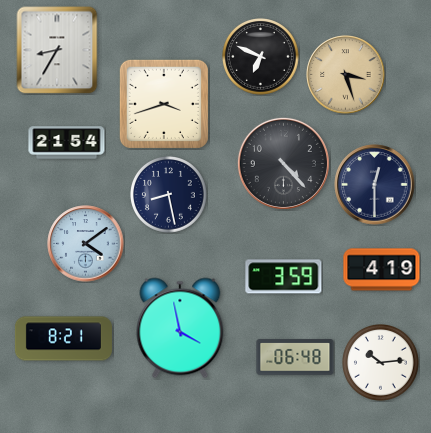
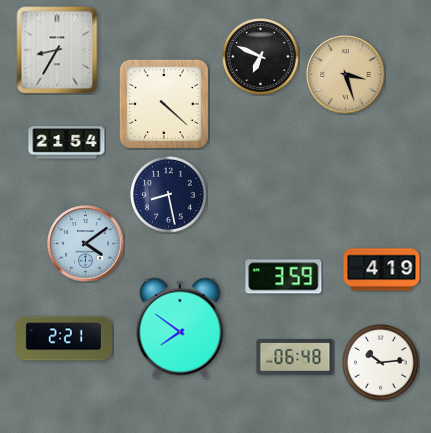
clock at (164, 104): 3:42 -> 4:22
clock at (283, 163): 4:23 -> none
clock at (375, 185): 12:30 -> none
clock at (180, 328): 3:58 -> 7:51
clock at (63, 339): 8:21 -> 2:21
